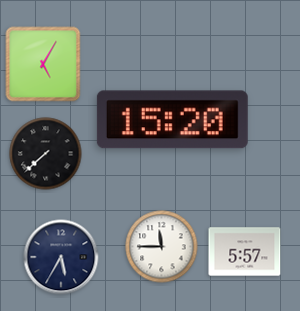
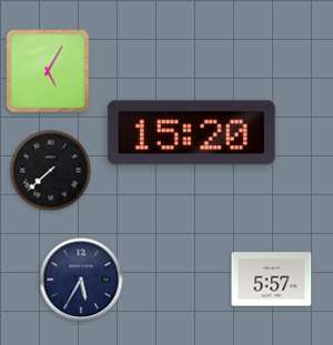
clock at (162, 247): 11:45 -> none
clock at (61, 257) position: (61, 257) -> (81, 280)
